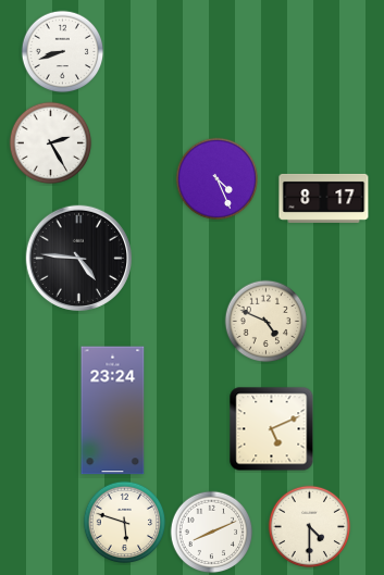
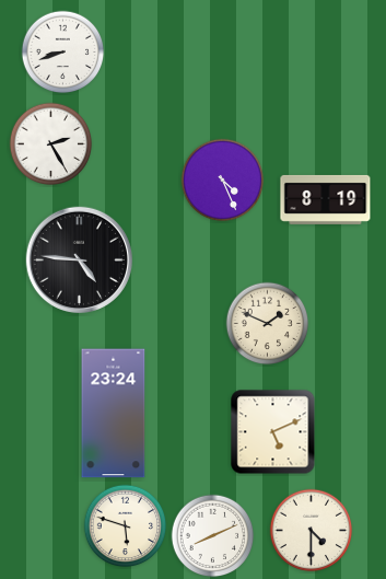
clock at (218, 179) position: (218, 179) -> (223, 181)
clock at (324, 198): 8:17 -> 8:19
clock at (267, 322): 4:49 -> 1:49
